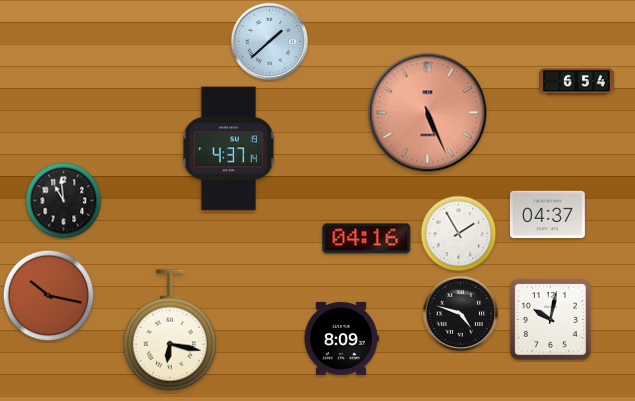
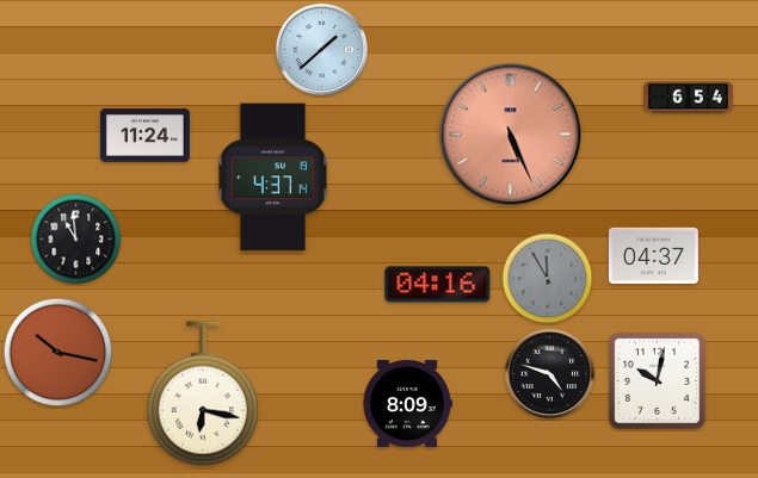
clock at (146, 136): none -> 11:24
clock at (459, 234): 1:55 -> 11:55
clock at (459, 234) dial: white -> grey
